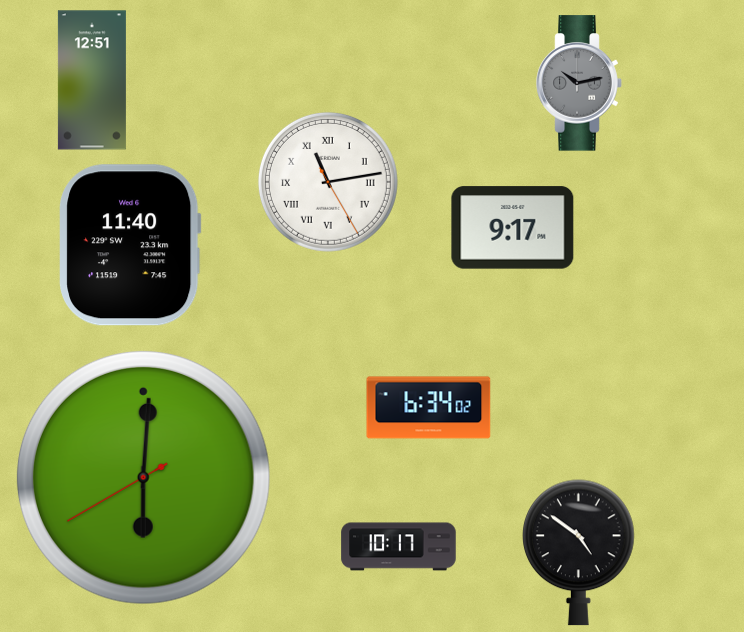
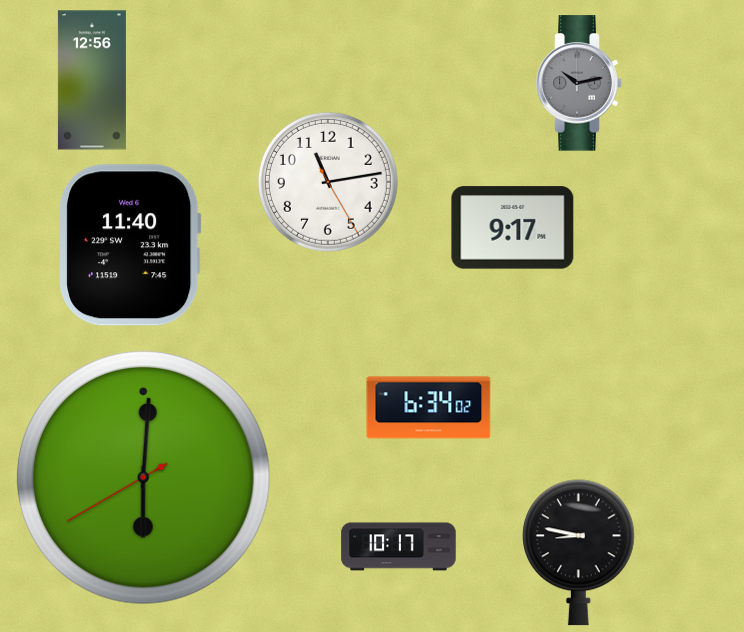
clock at (92, 80): 12:51 -> 12:56
clock at (328, 182) numerals: Roman -> Arabic
clock at (579, 553): 4:51 -> 8:47
